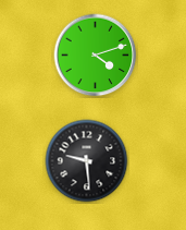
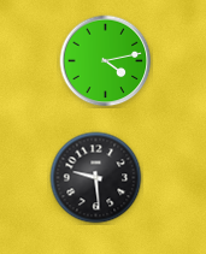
clock at (96, 56): 4:12 -> 4:13
